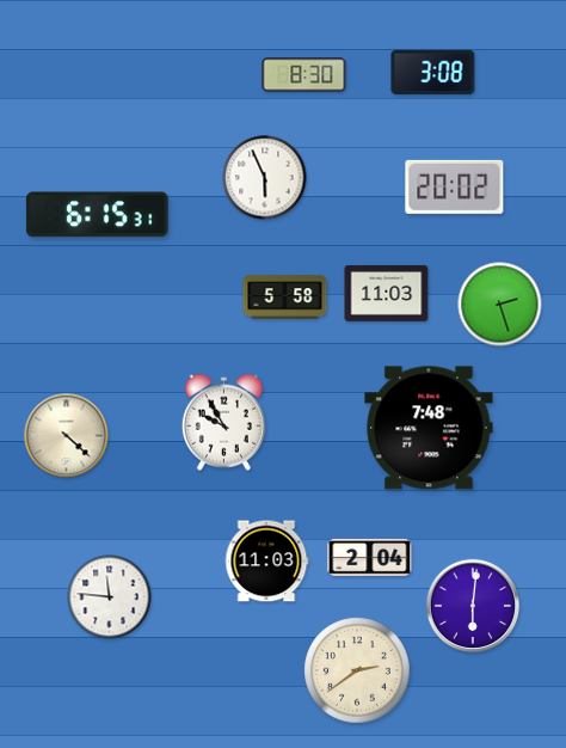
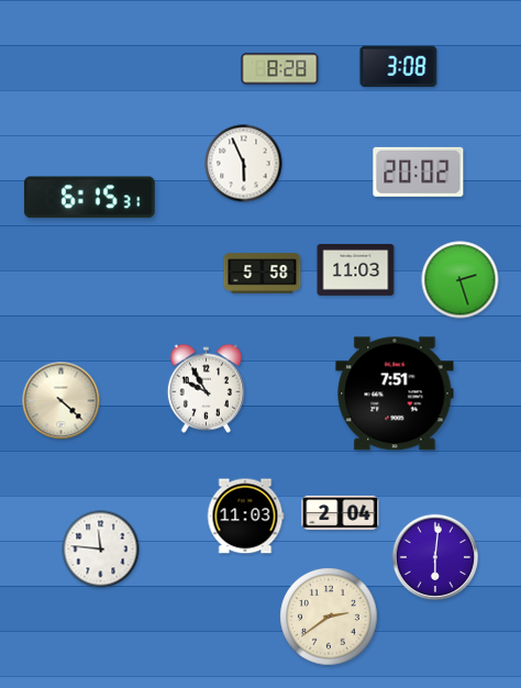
clock at (304, 75): 8:30 -> 8:28
clock at (429, 428): 7:48 -> 7:51
